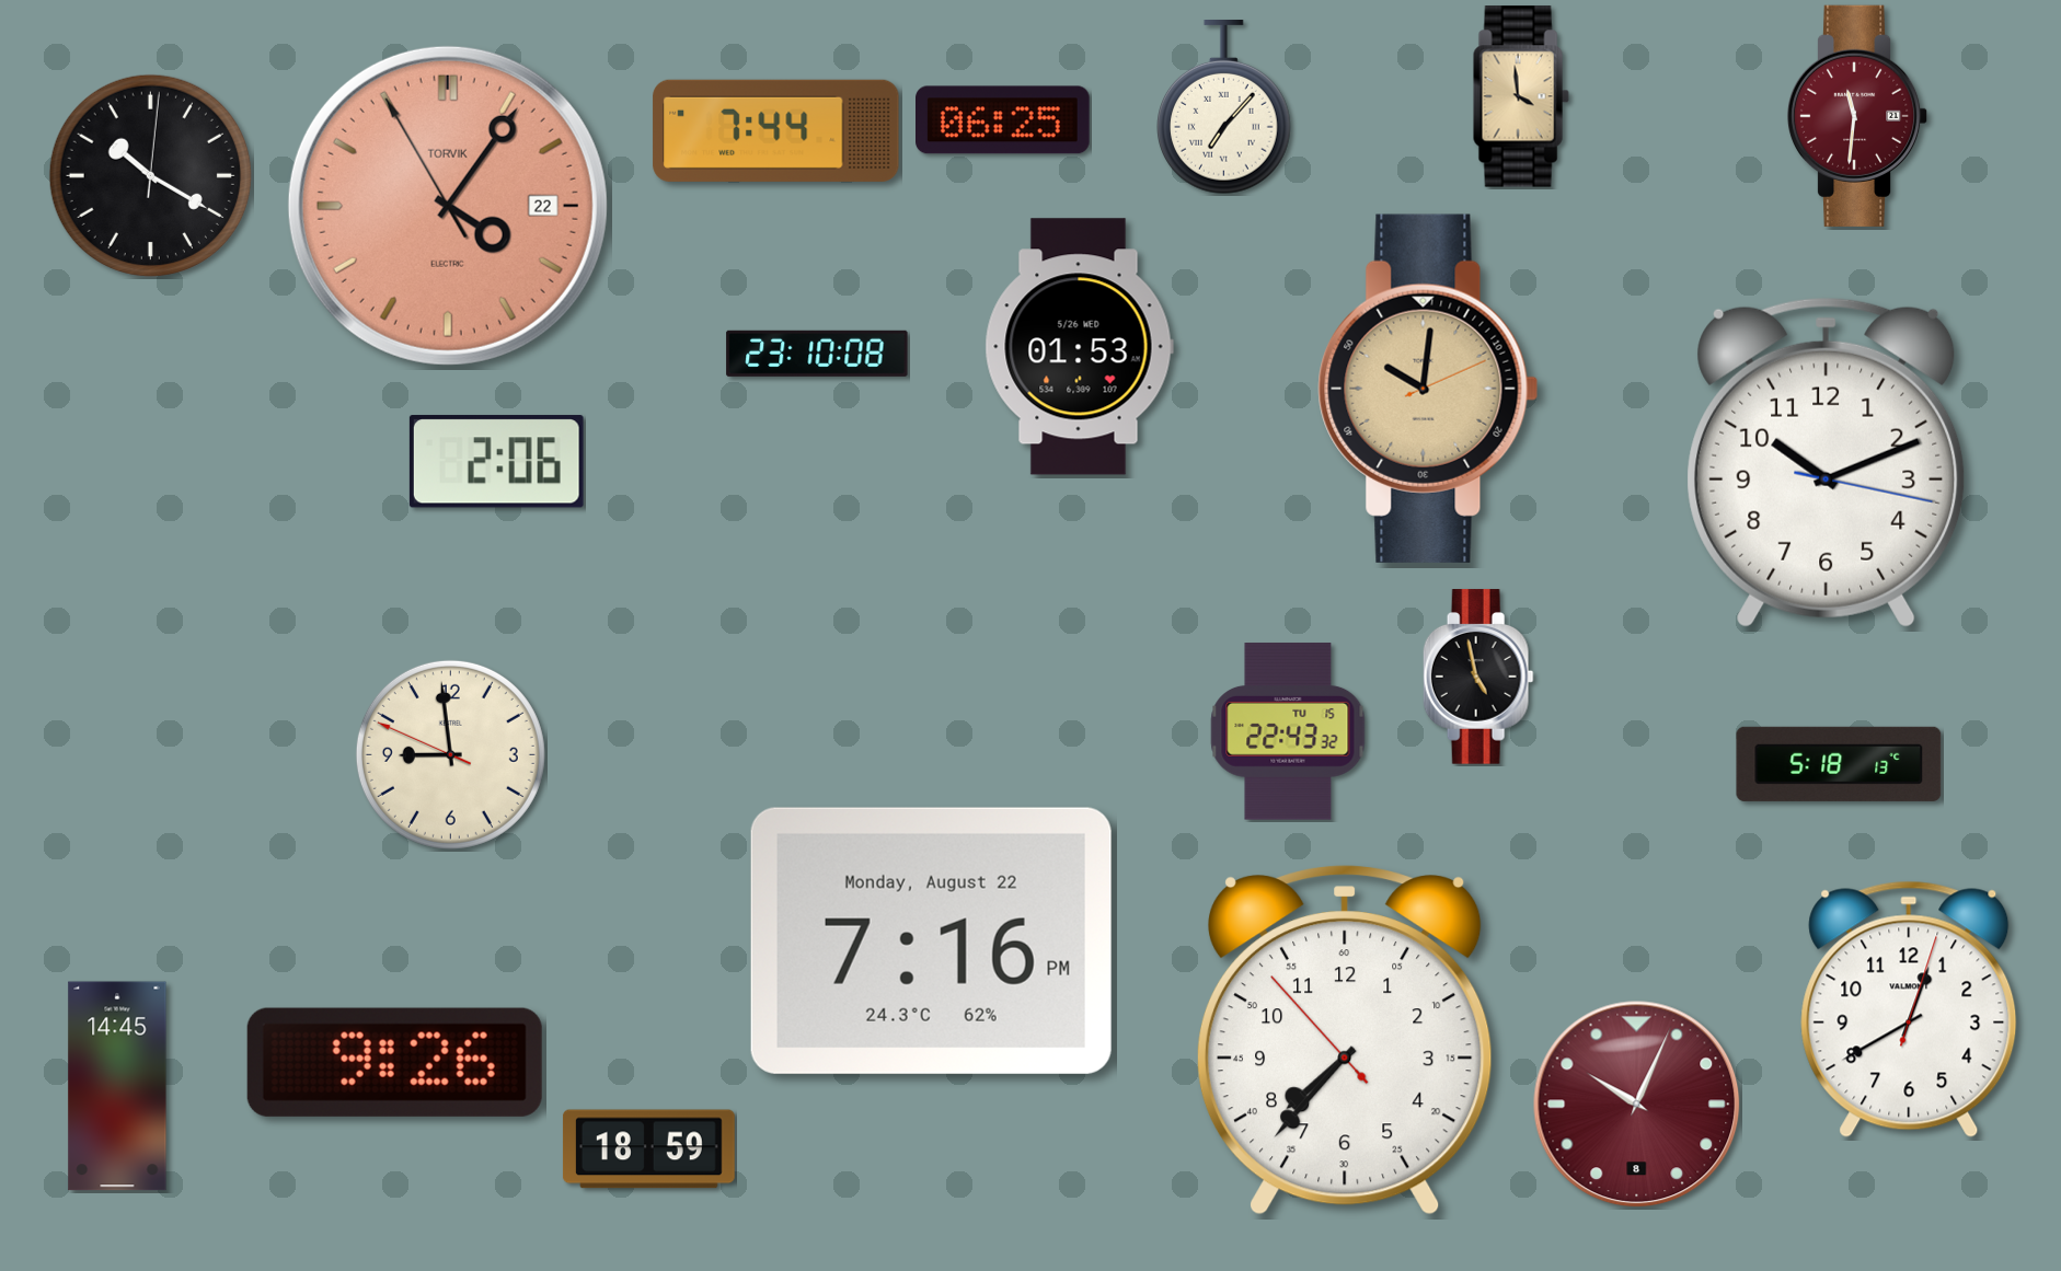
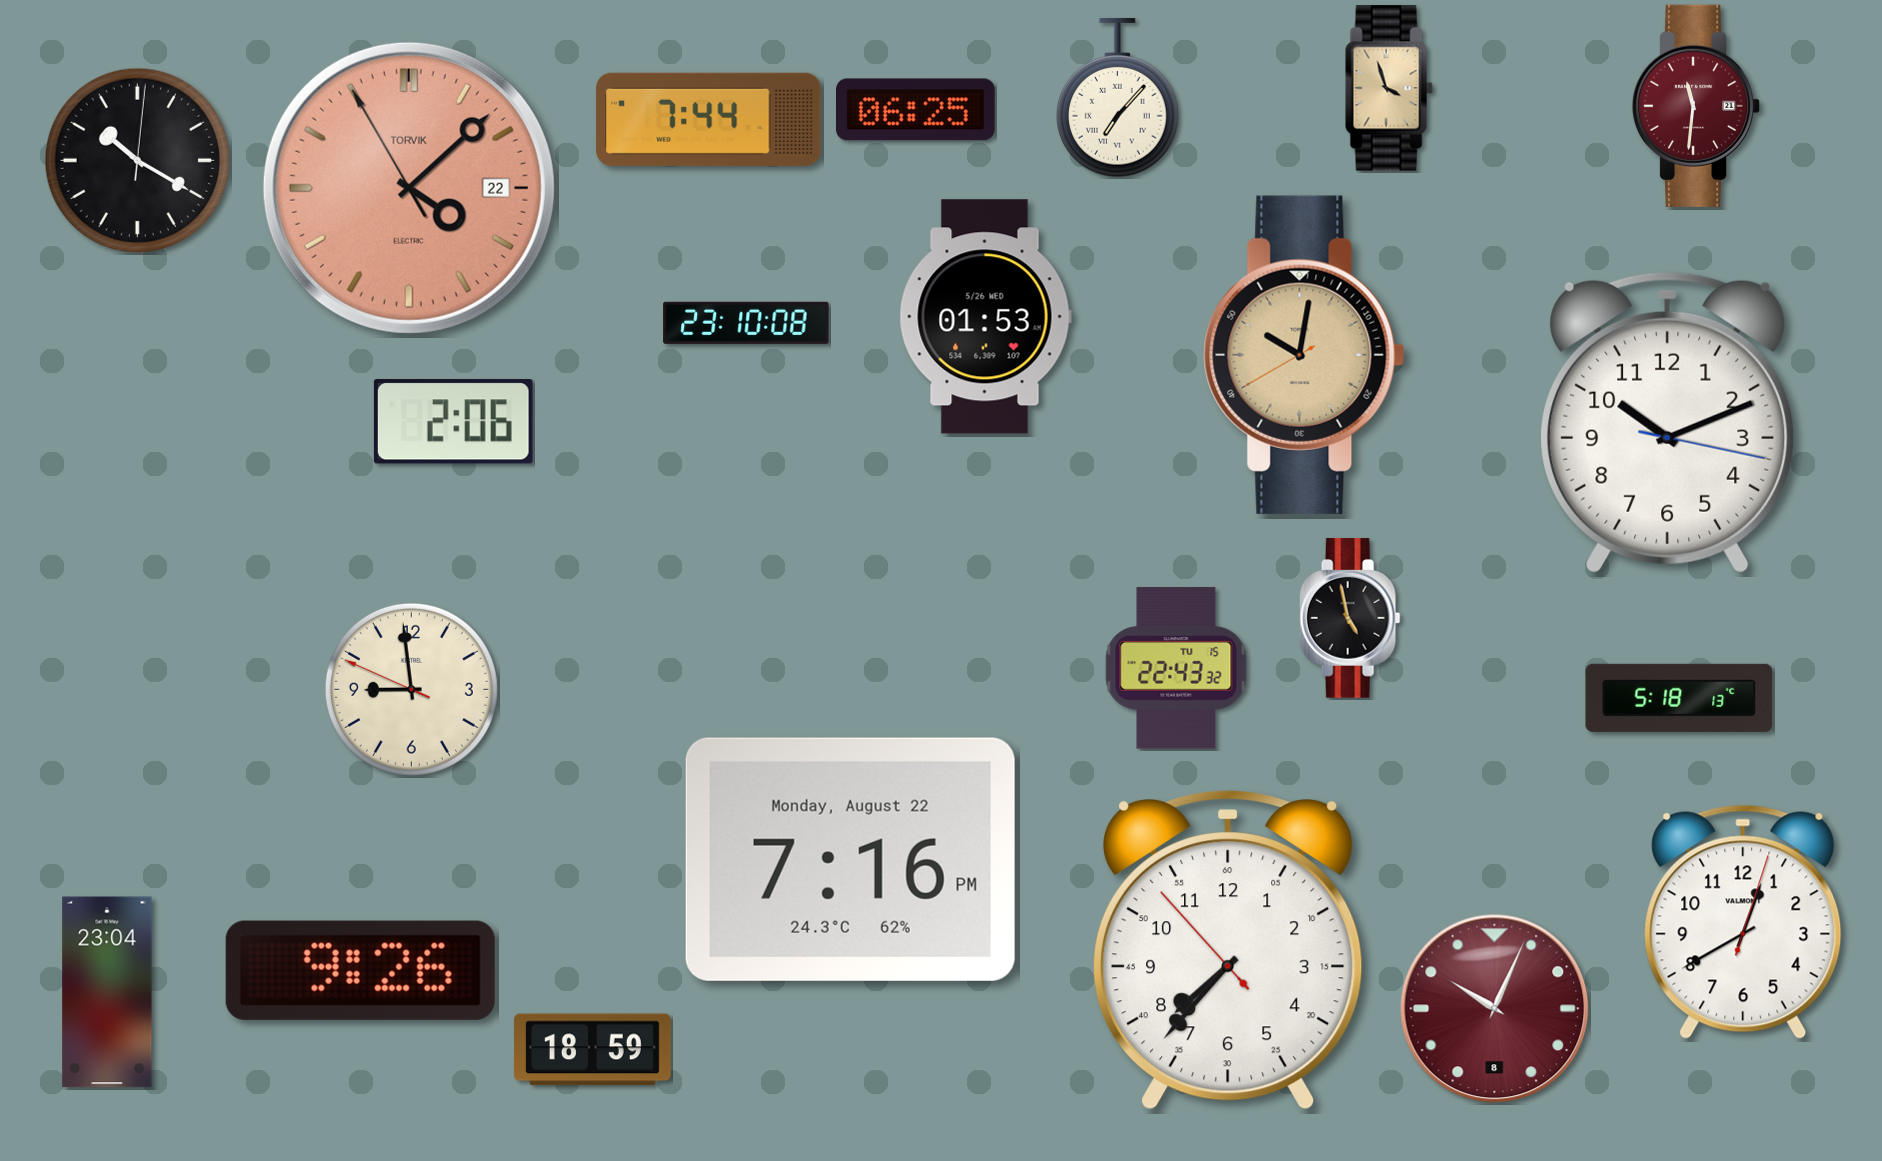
clock at (1521, 96): 3:59 -> 3:57
clock at (448, 206): 4:05 -> 4:07
clock at (1428, 389): 10:01:11 -> 10:01:40
clock at (117, 1086): 14:45 -> 23:04
